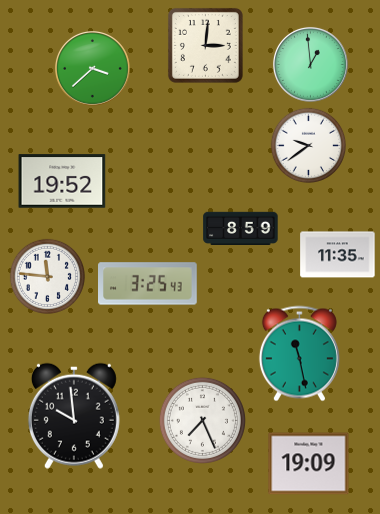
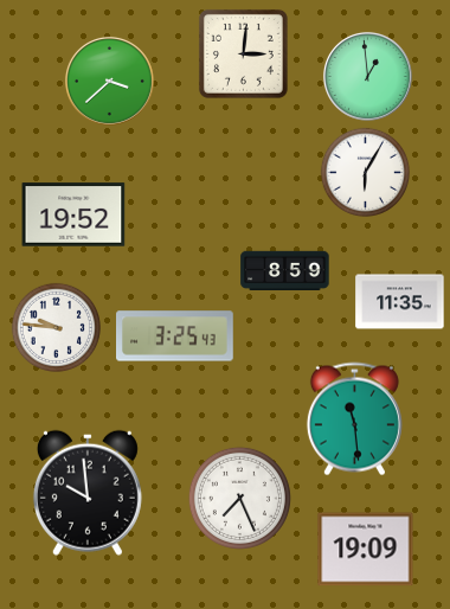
clock at (309, 146): 9:39 -> 6:05
clock at (48, 277): 11:46 -> 9:46
clock at (299, 354): 11:28 -> 11:29
